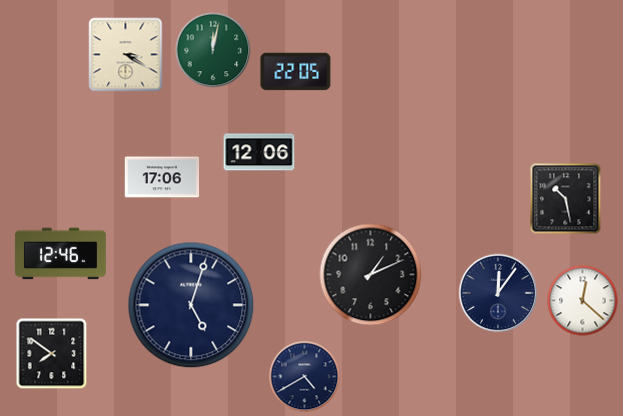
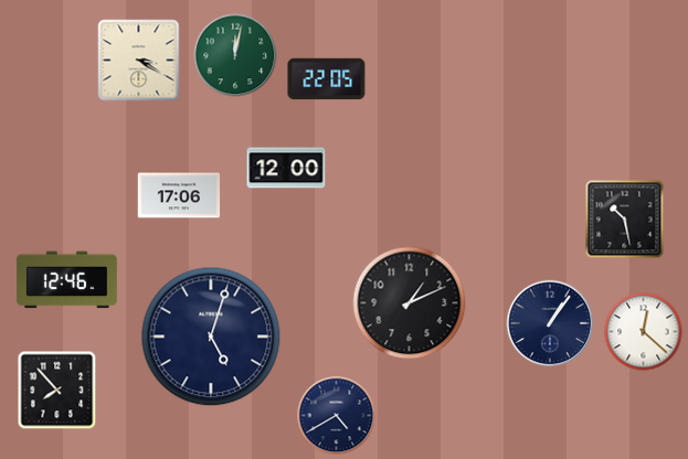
clock at (259, 152): 12:06 -> 12:00
clock at (498, 293): 12:06 -> 1:06
clock at (52, 354): 7:51 -> 7:53
